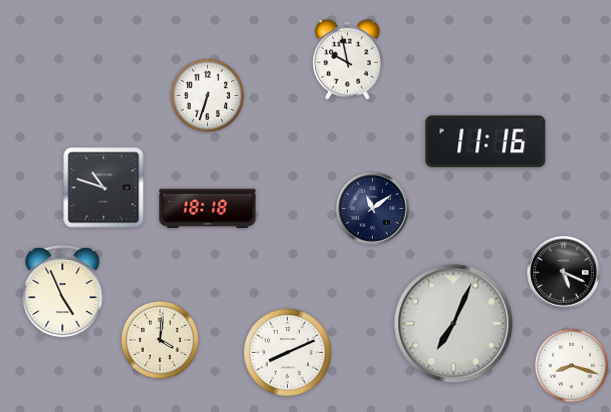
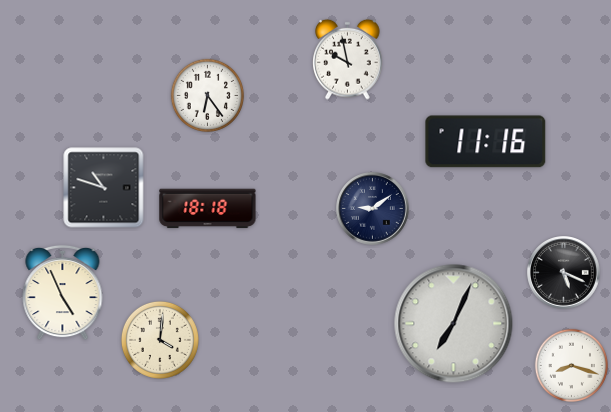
clock at (207, 95): 6:33 -> 6:24
clock at (373, 209): 11:09 -> 9:09
clock at (288, 353): 8:11 -> none
